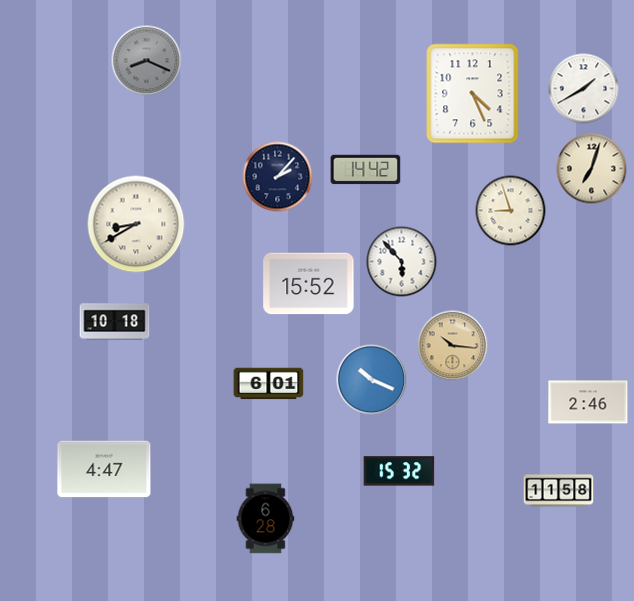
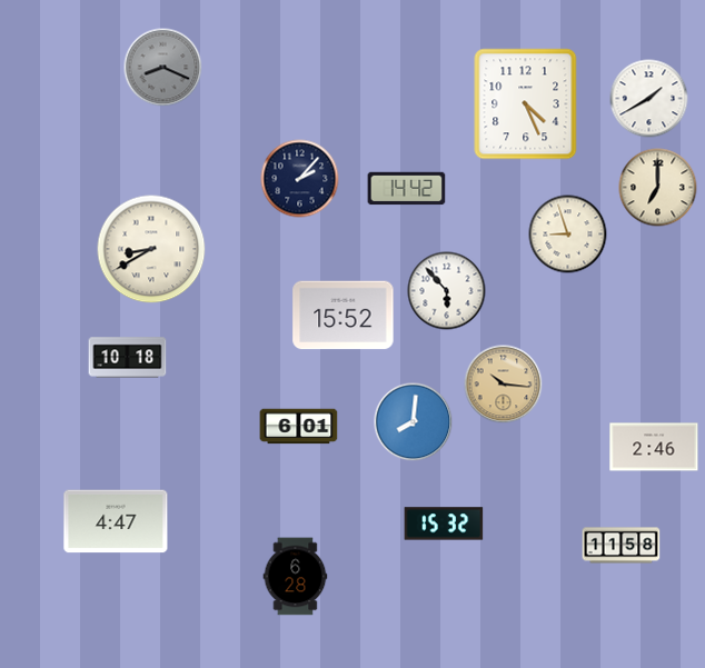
clock at (592, 169): 7:03 -> 7:00
clock at (278, 177) position: (278, 177) -> (300, 179)
clock at (372, 380): 10:19 -> 8:01
